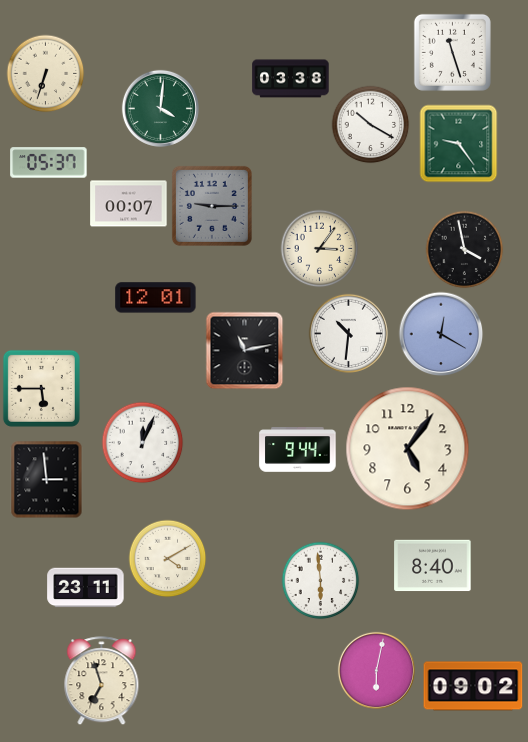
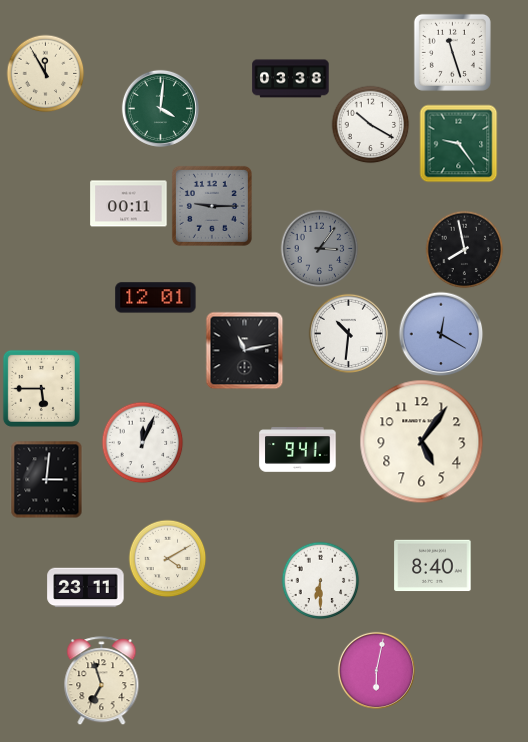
clock at (45, 73): 6:33 -> 11:55
clock at (49, 163): 05:37 -> none
clock at (129, 204): 00:07 -> 00:11
clock at (319, 248) dial: cream -> grey
clock at (464, 249): 3:58 -> 7:58
clock at (408, 449) position: (408, 449) -> (422, 442)
clock at (298, 450): 9:44 -> 9:41
clock at (47, 479): 2:59 -> 3:01
clock at (320, 580): 5:59 -> 6:30
clock at (473, 686): 09:02 -> none
